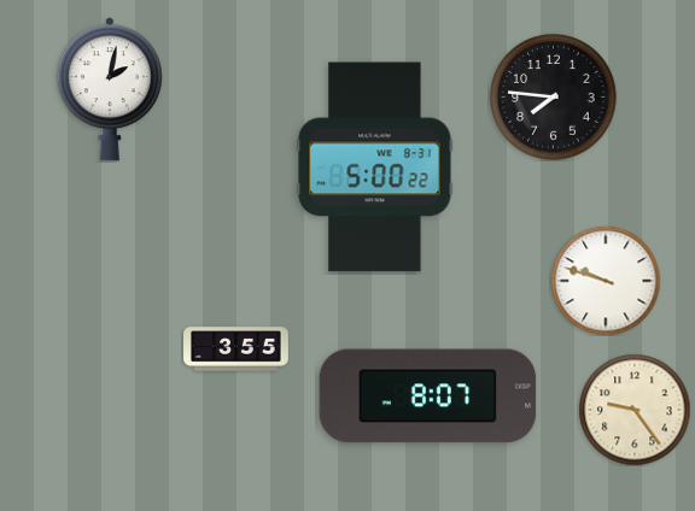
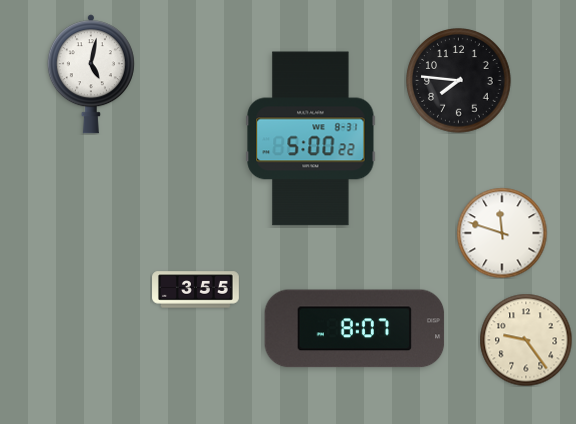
clock at (110, 89): 2:02 -> 5:02
clock at (606, 281): 9:48 -> 11:48
